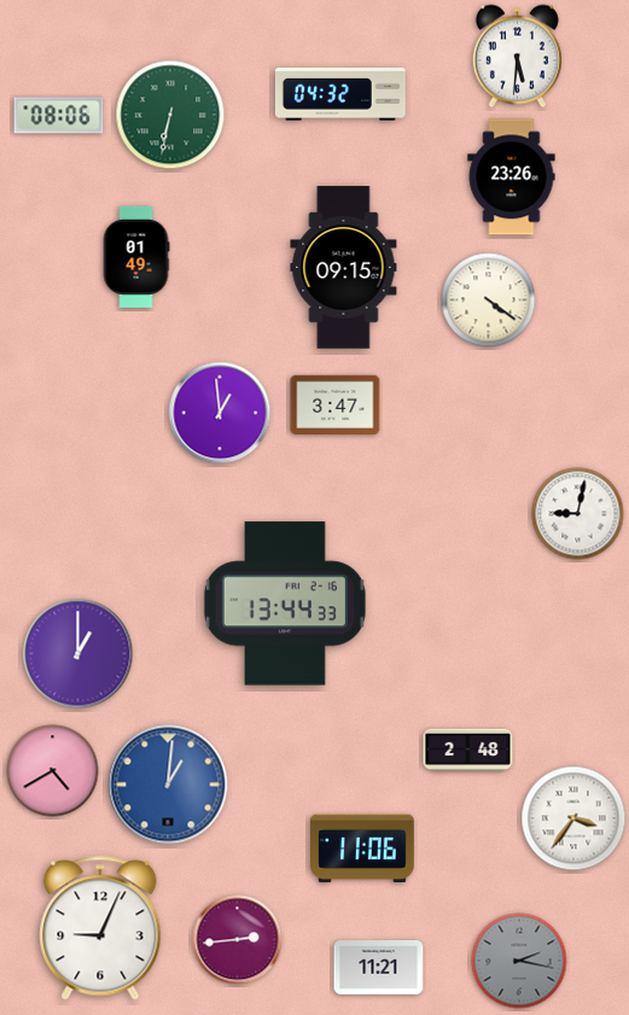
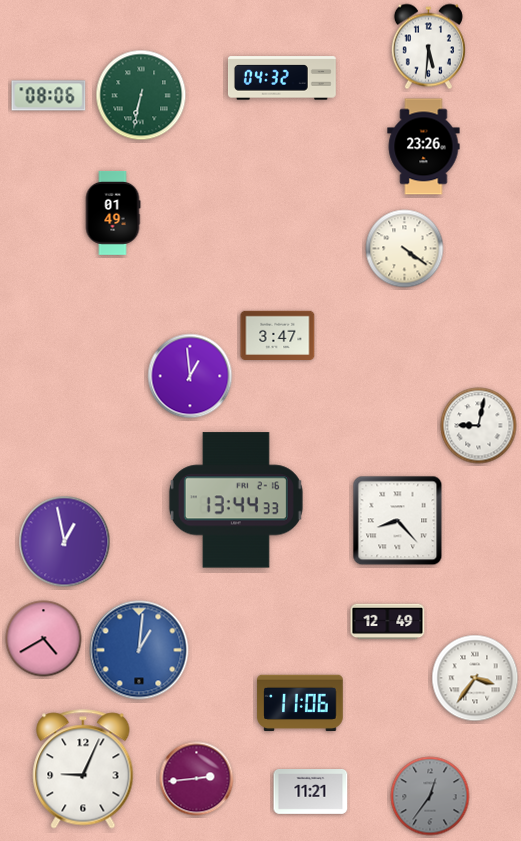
clock at (344, 268): 09:15 -> none
clock at (220, 413) position: (220, 413) -> (190, 376)
clock at (398, 521): none -> 8:23
clock at (78, 654): 1:00 -> 12:58
clock at (468, 751): 2:48 -> 12:49
clock at (519, 961): 2:17 -> 12:36
clock at (379, 968) position: (379, 968) -> (311, 792)
